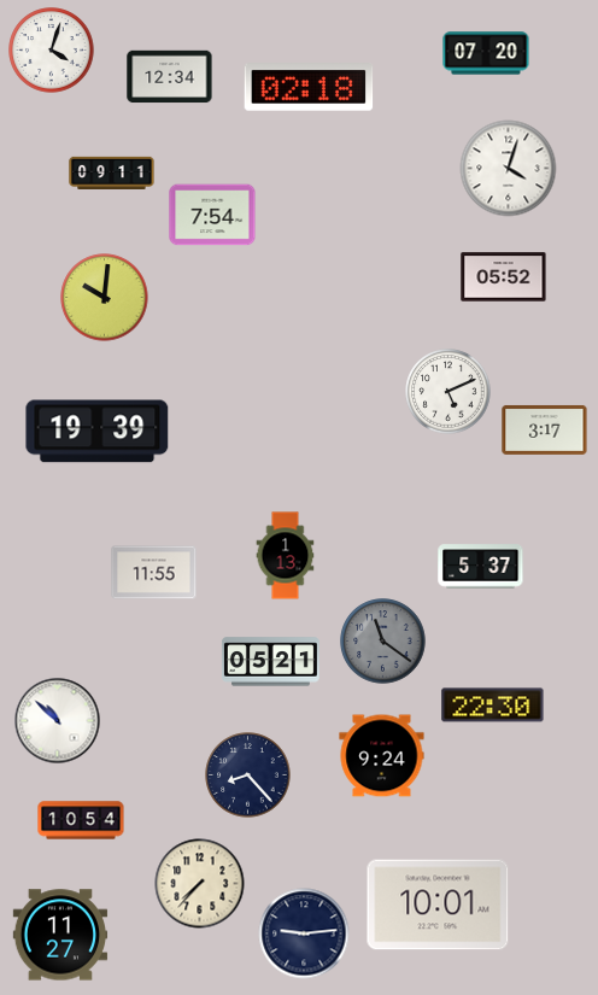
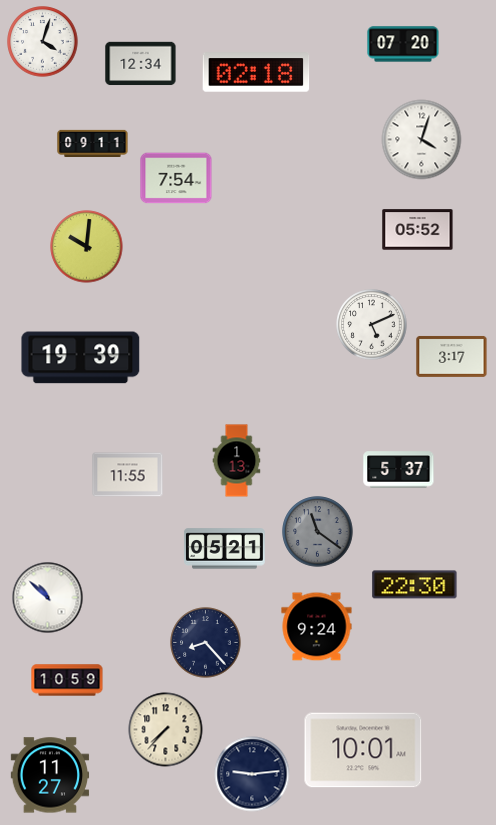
clock at (493, 706) position: (493, 706) -> (415, 585)
clock at (81, 820): 10:54 -> 10:59
clock at (200, 884) position: (200, 884) -> (166, 730)
